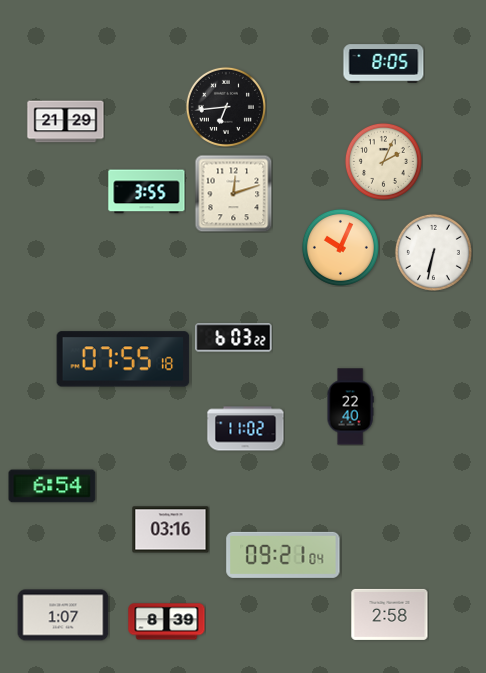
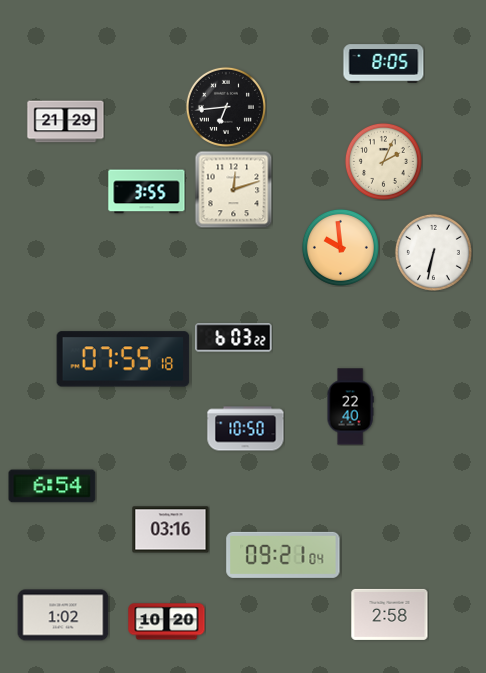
clock at (233, 193) position: (233, 193) -> (233, 189)
clock at (340, 247): 10:04 -> 9:59
clock at (246, 429): 11:02 -> 10:50
clock at (63, 615): 1:07 -> 1:02
clock at (167, 622): 8:39 -> 10:20
